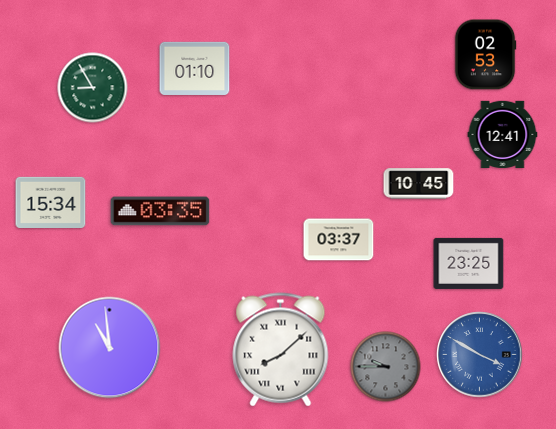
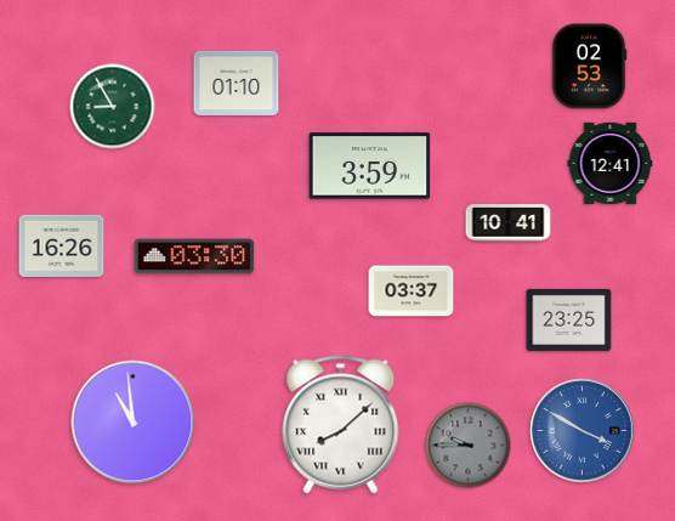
clock at (370, 166): none -> 3:59
clock at (419, 184): 10:45 -> 10:41
clock at (51, 202): 15:34 -> 16:26
clock at (160, 211): 03:35 -> 03:30
